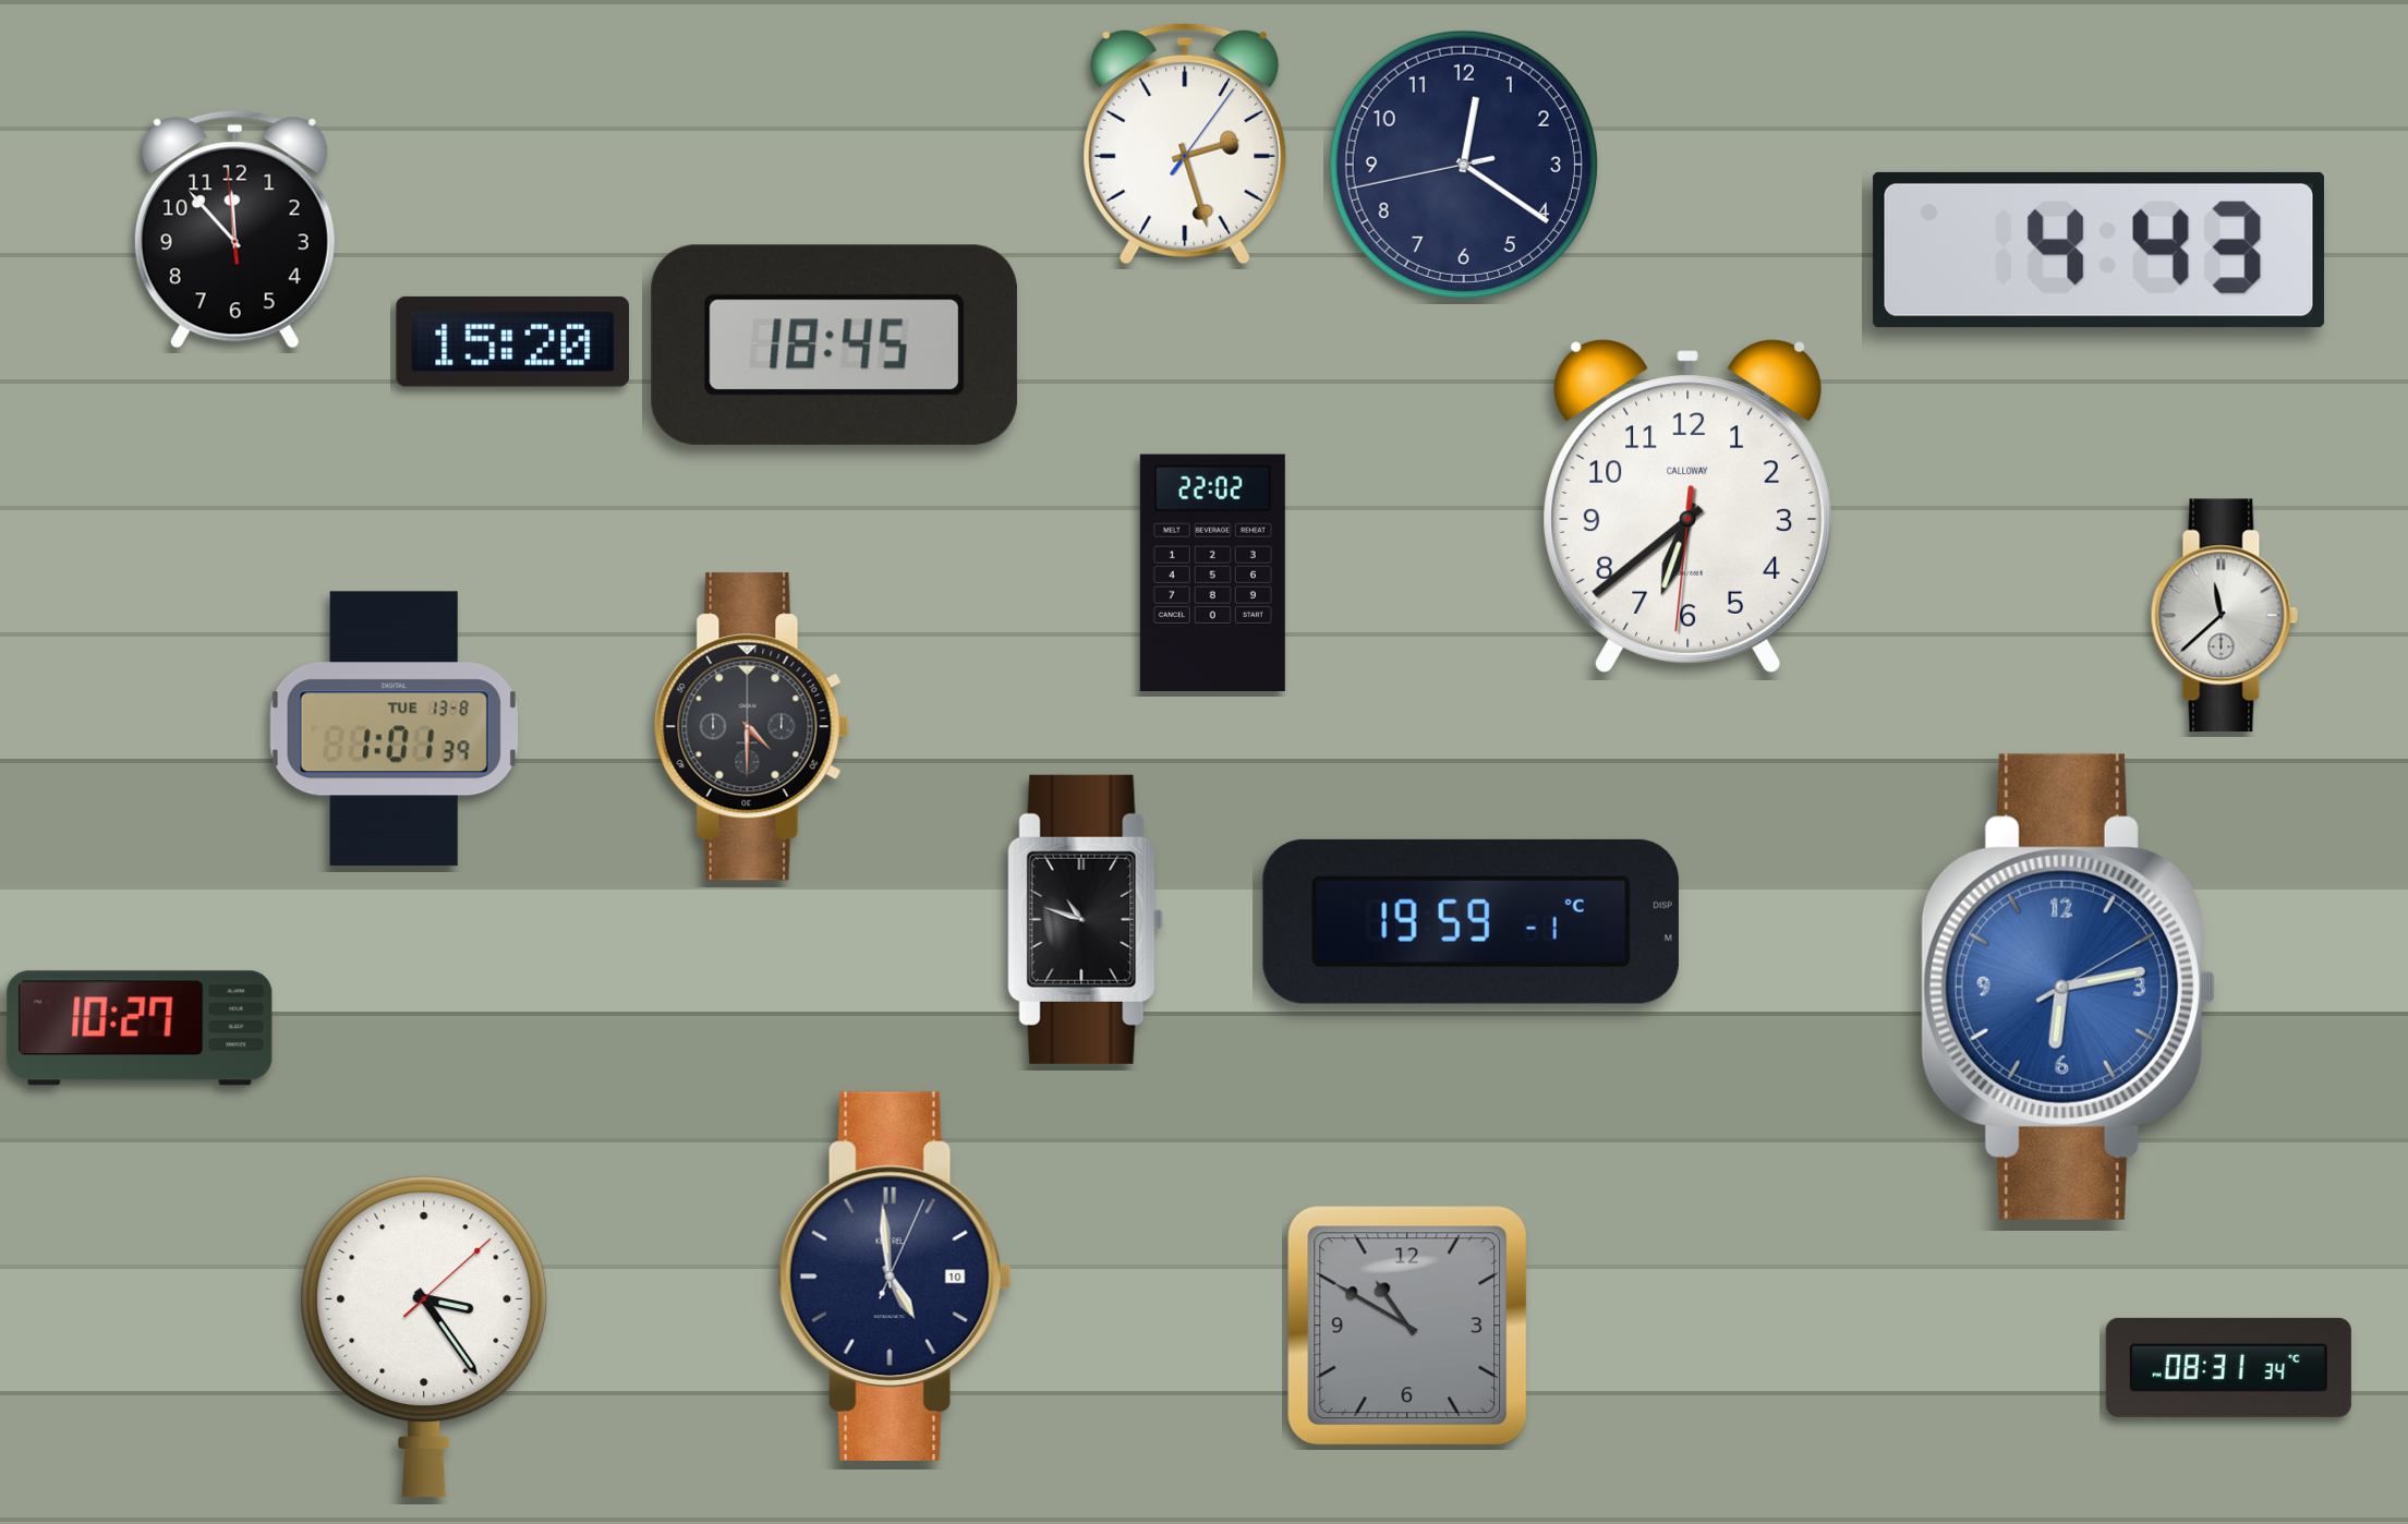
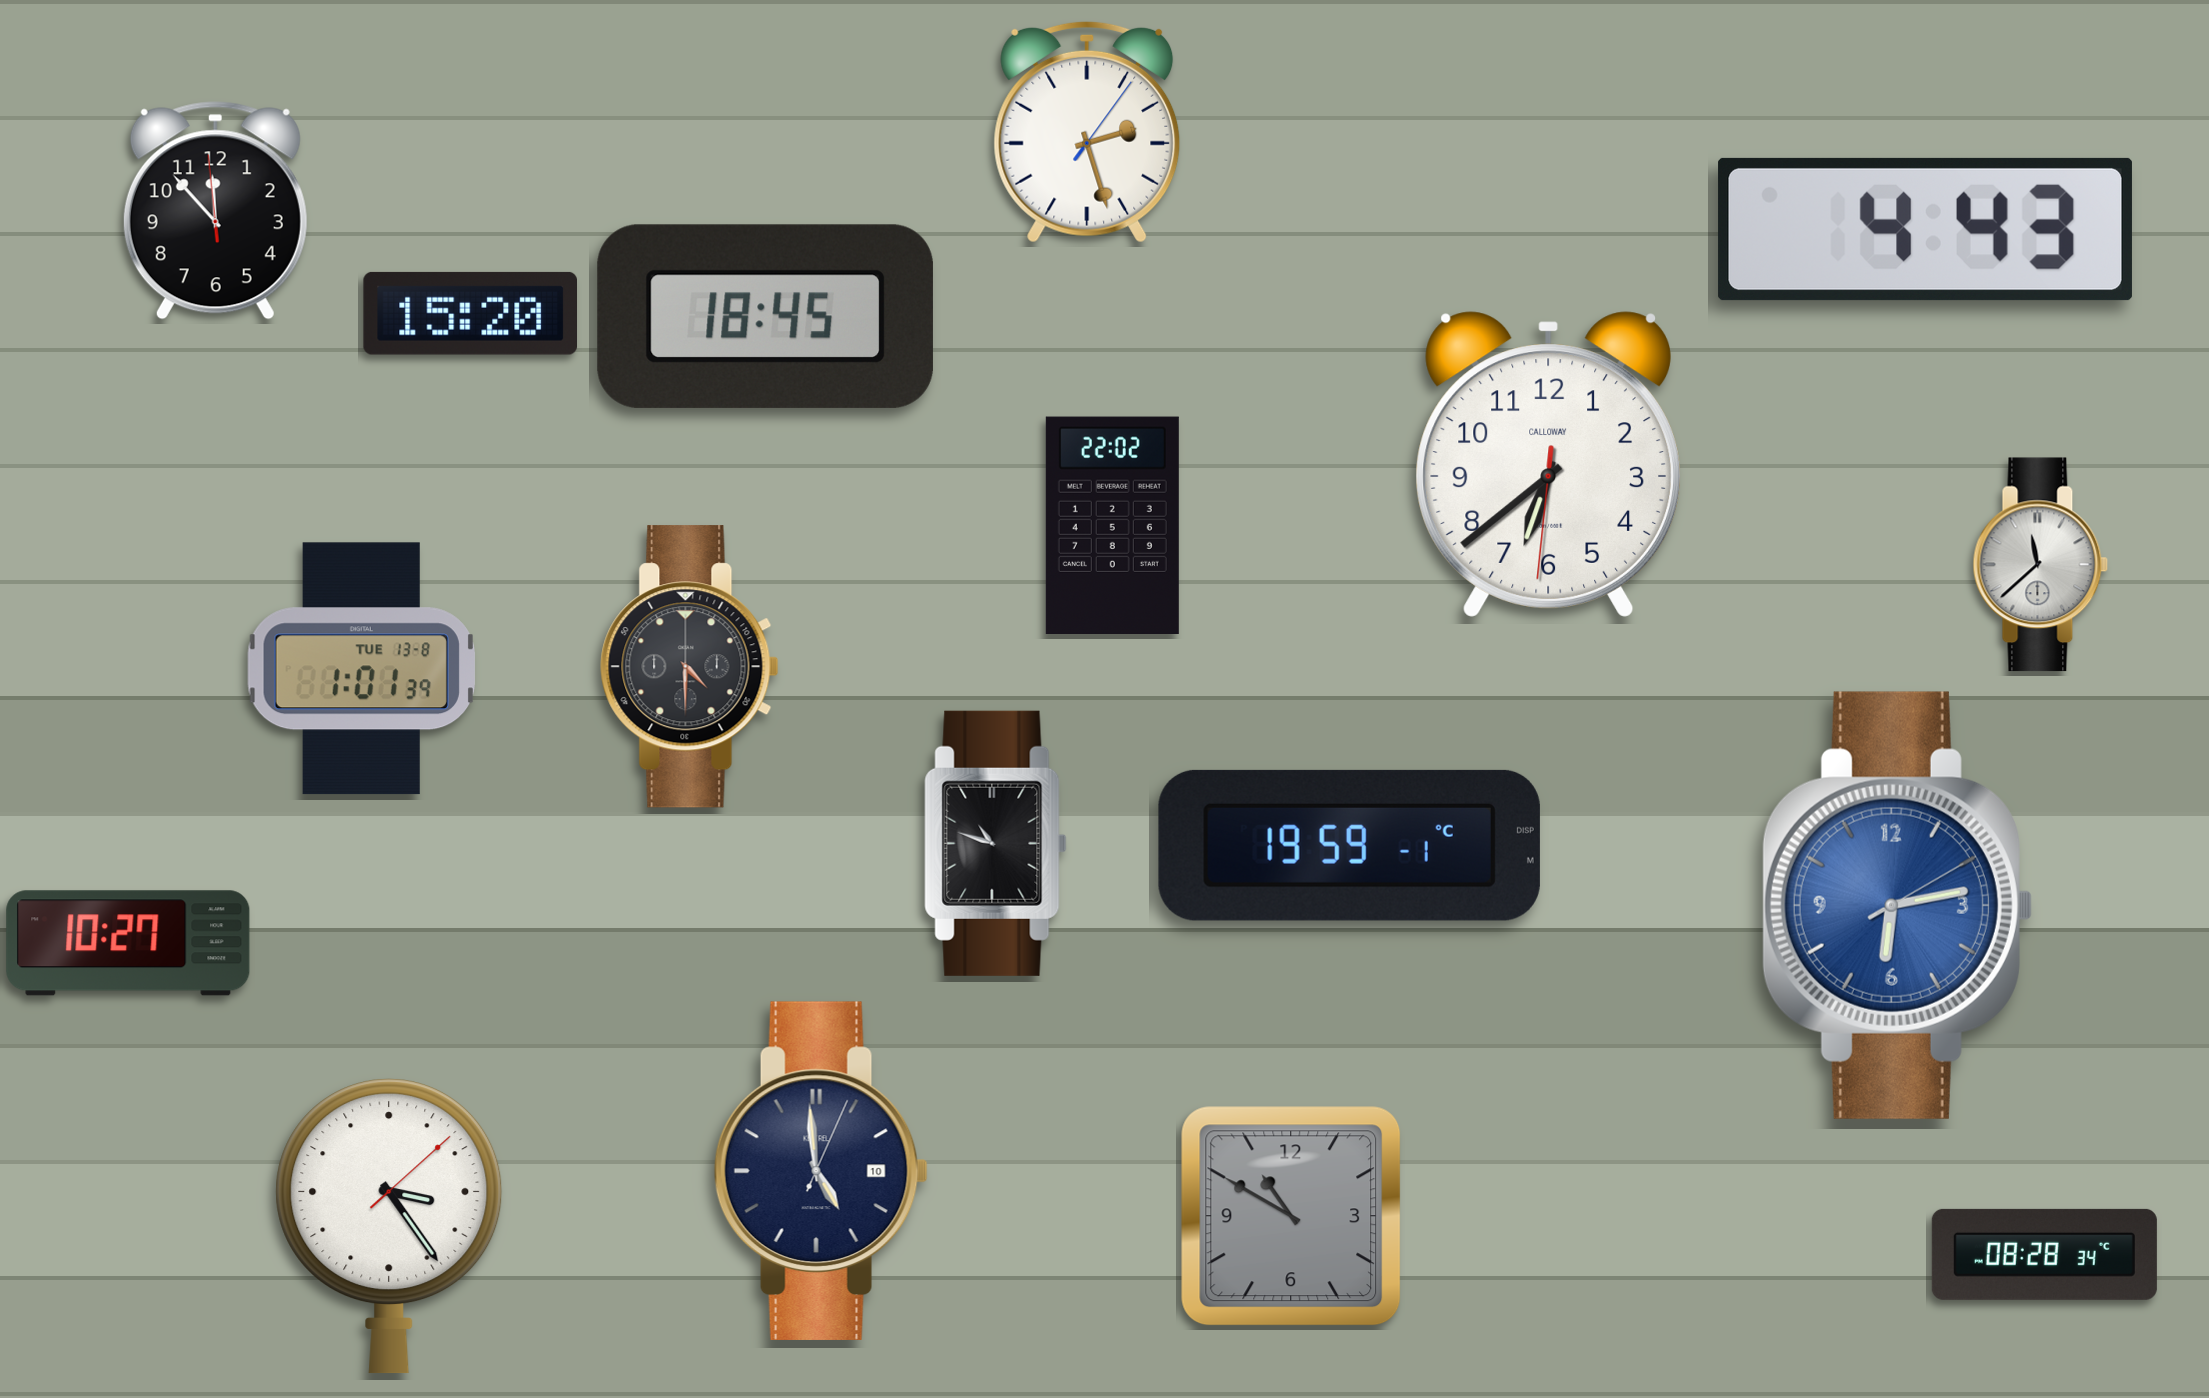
clock at (1464, 165): 12:20 -> none
clock at (2228, 1367): 08:31 -> 08:28
